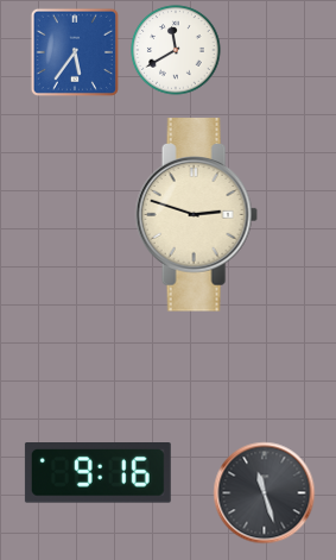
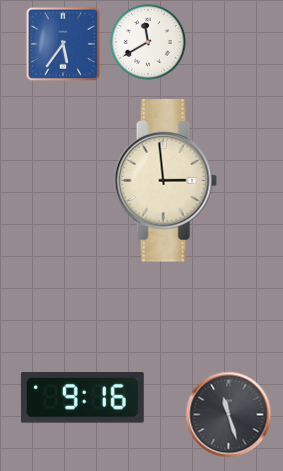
clock at (196, 215): 2:48 -> 2:59
clock at (265, 493) position: (265, 493) -> (229, 415)
